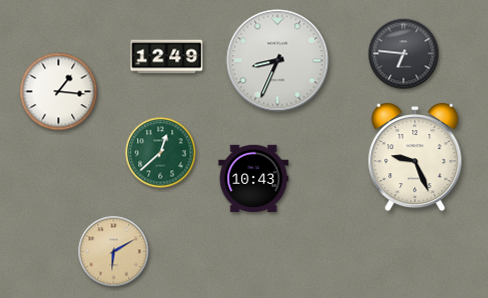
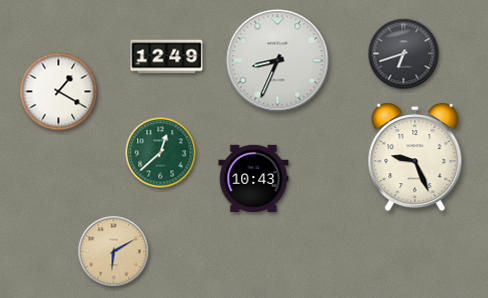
clock at (404, 54): 6:46 -> 6:42
clock at (59, 92): 1:16 -> 1:20
